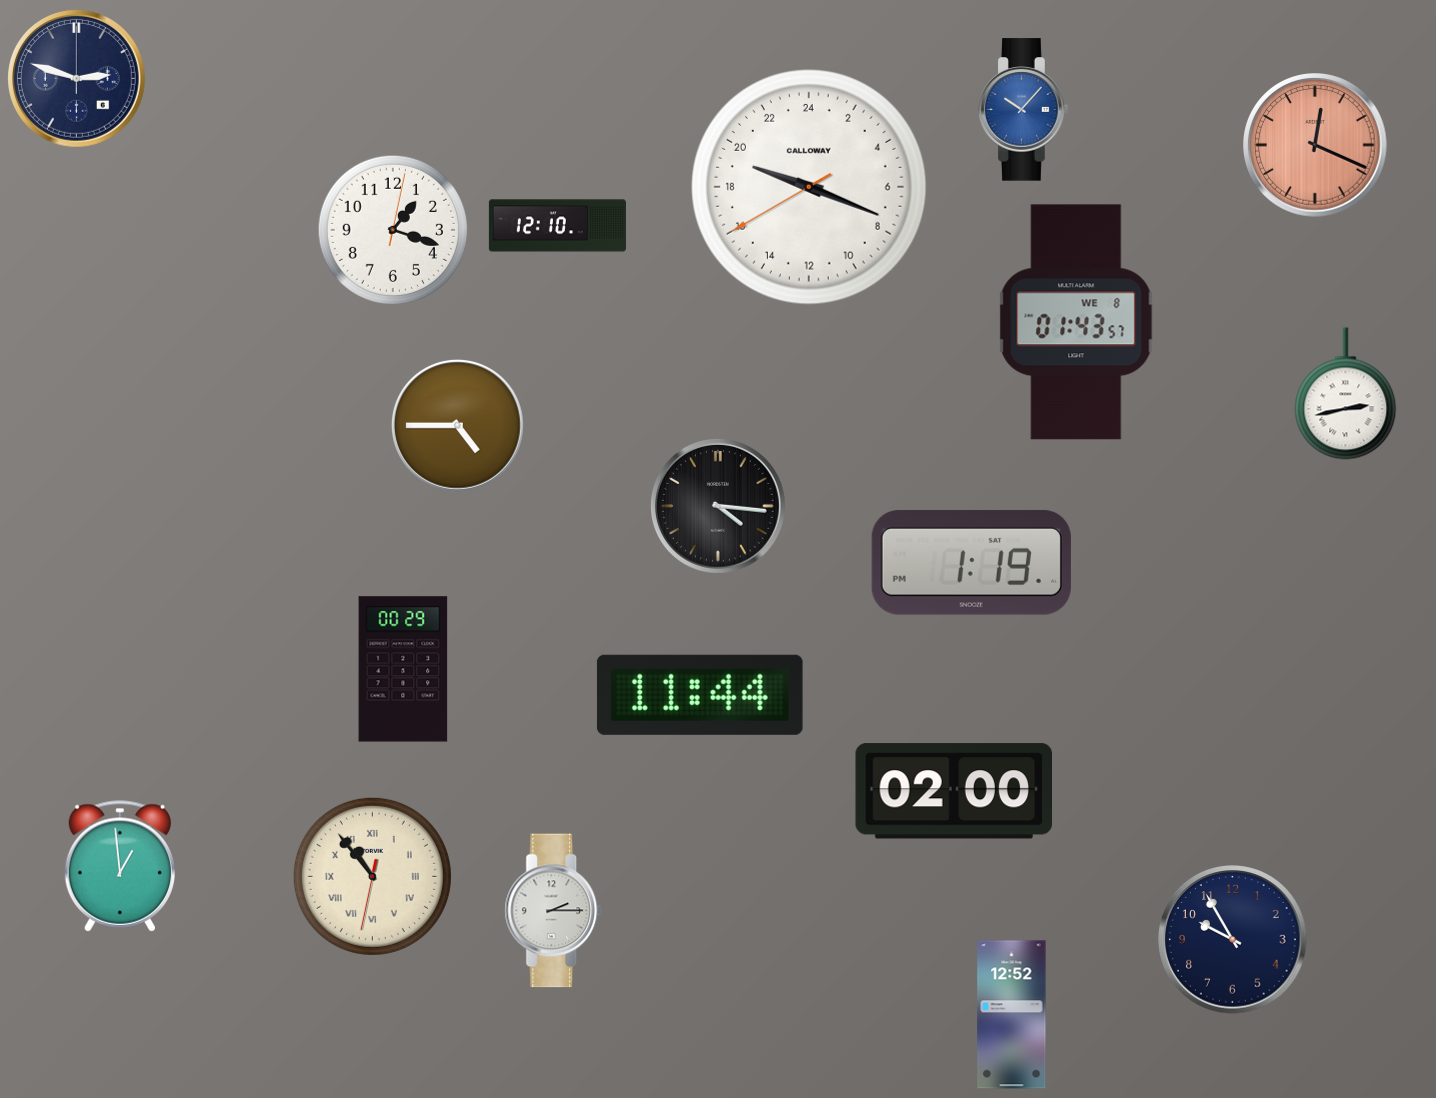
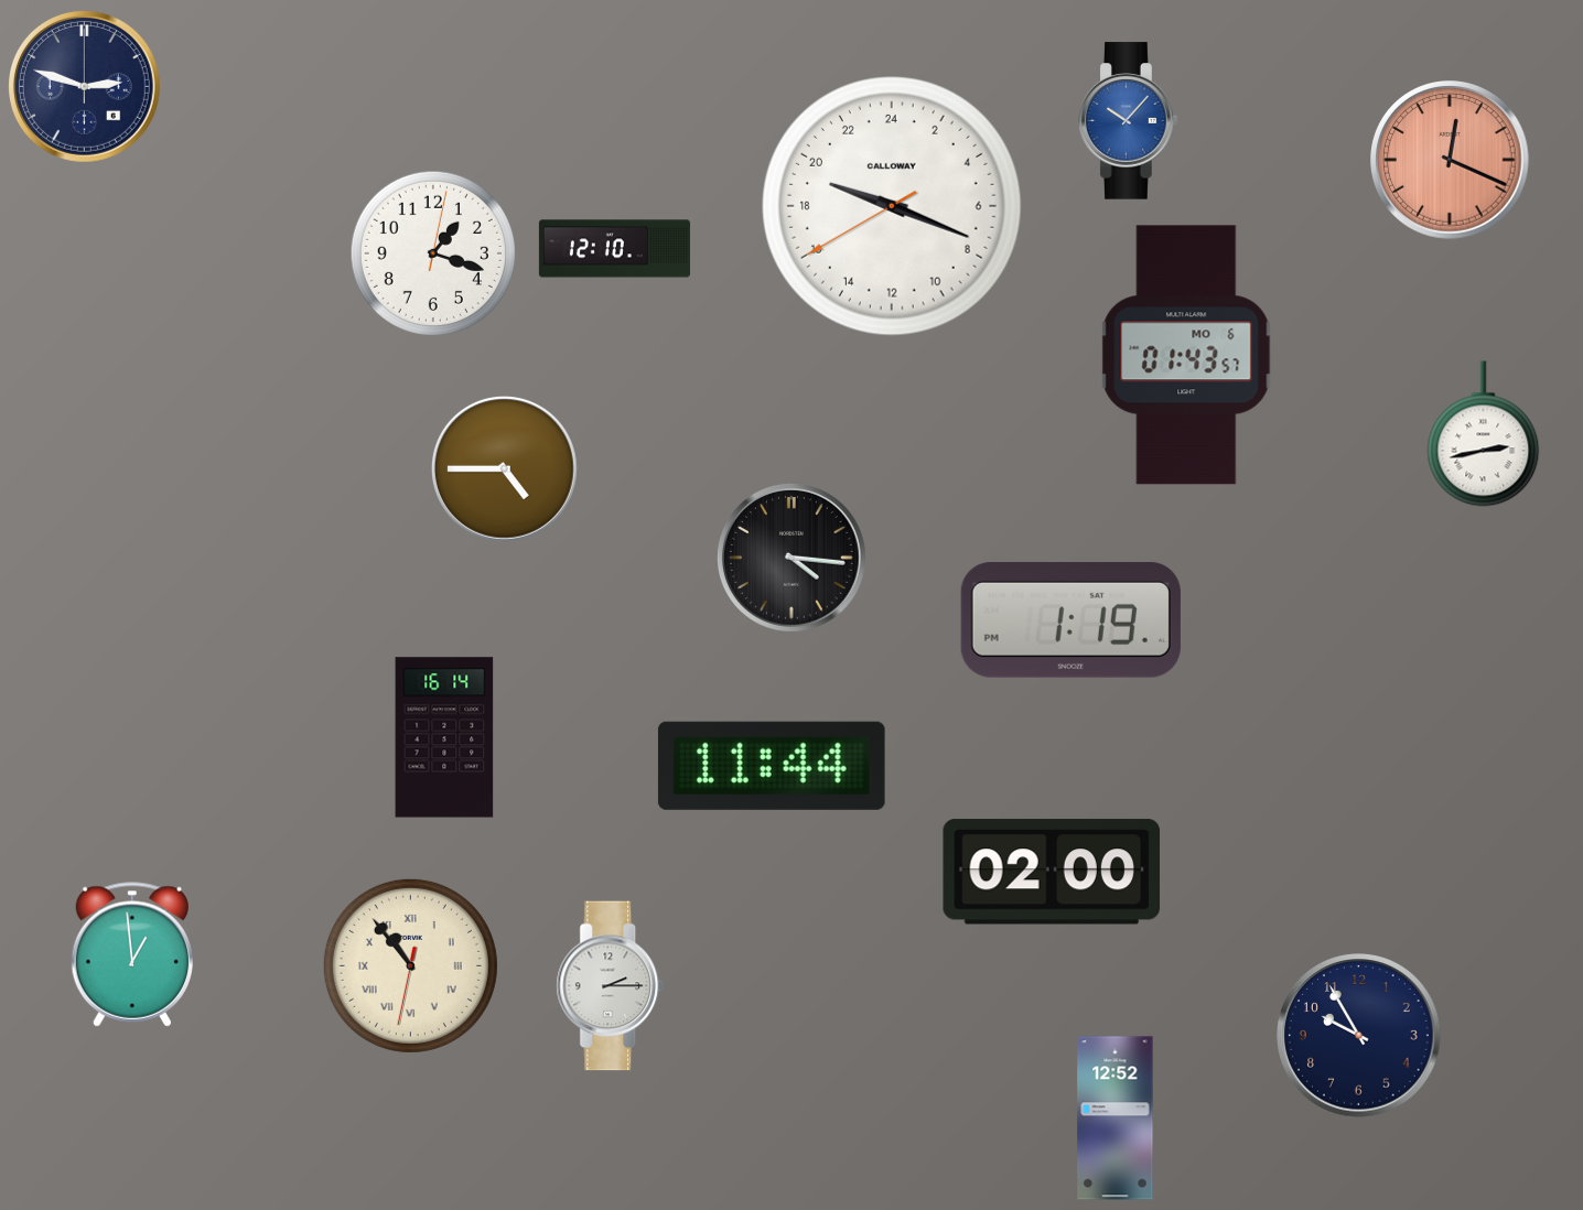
clock at (1076, 322) date: WE 8 -> MO 6
clock at (403, 669): 00:29 -> 16:14
clock at (554, 911) position: (554, 911) -> (611, 986)
